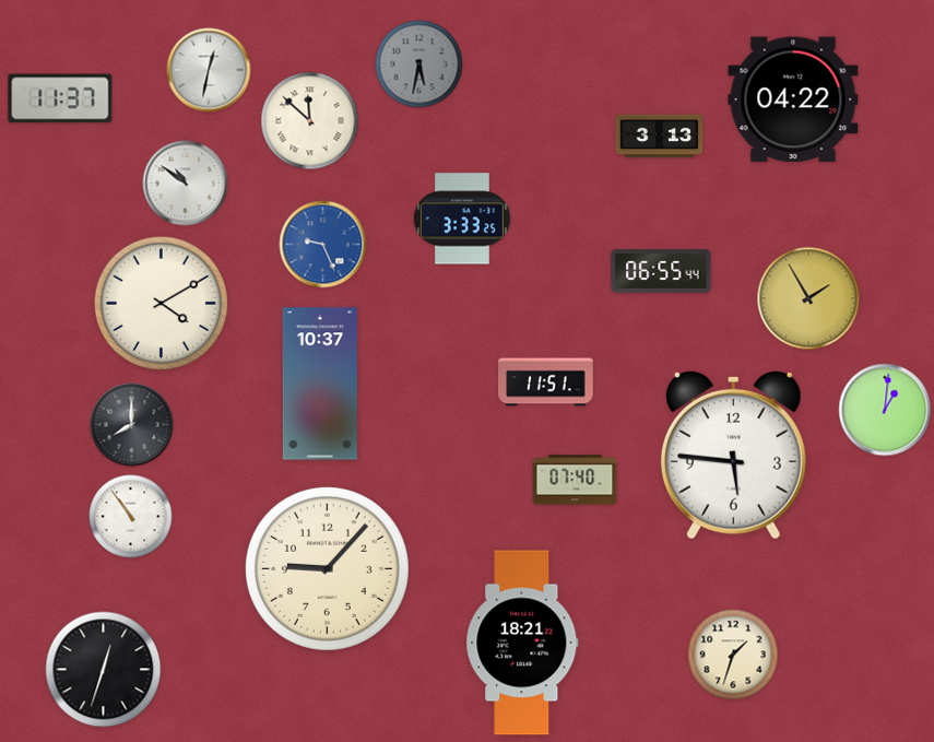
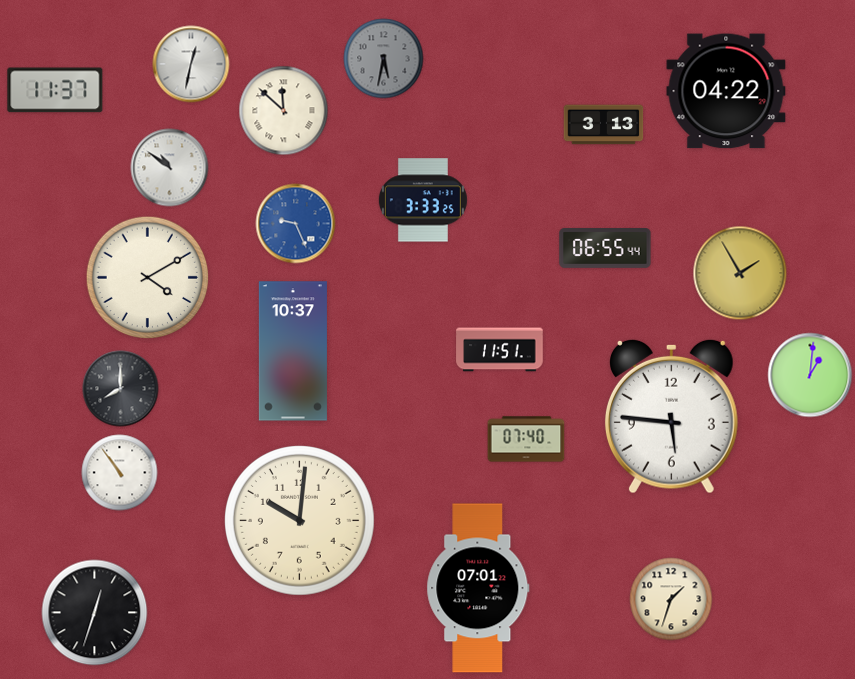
clock at (327, 568): 9:07 -> 10:01
clock at (522, 643): 18:21 -> 07:01
